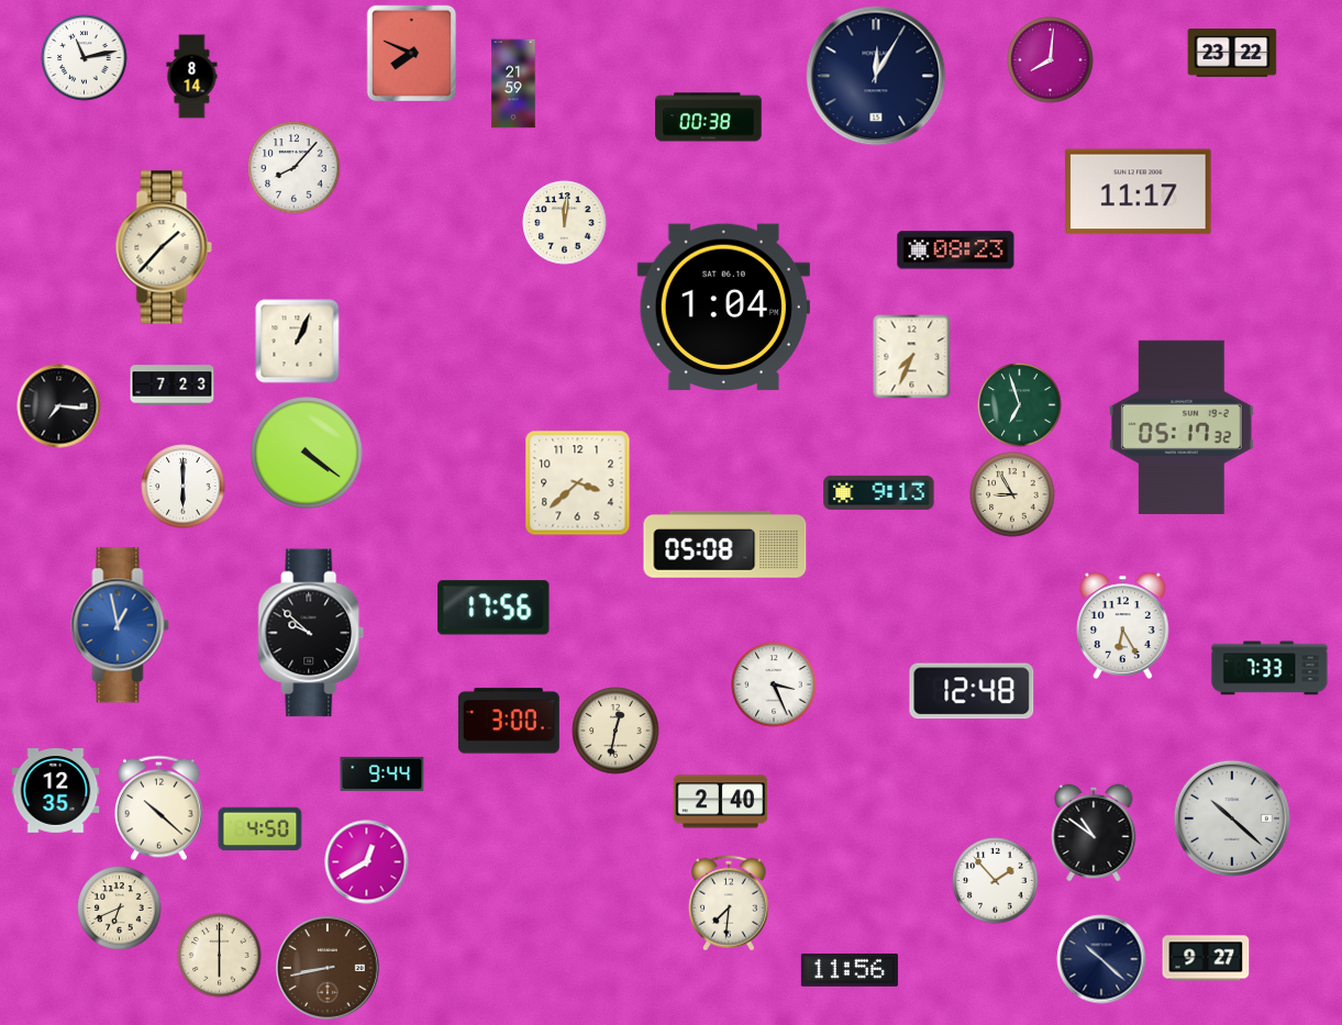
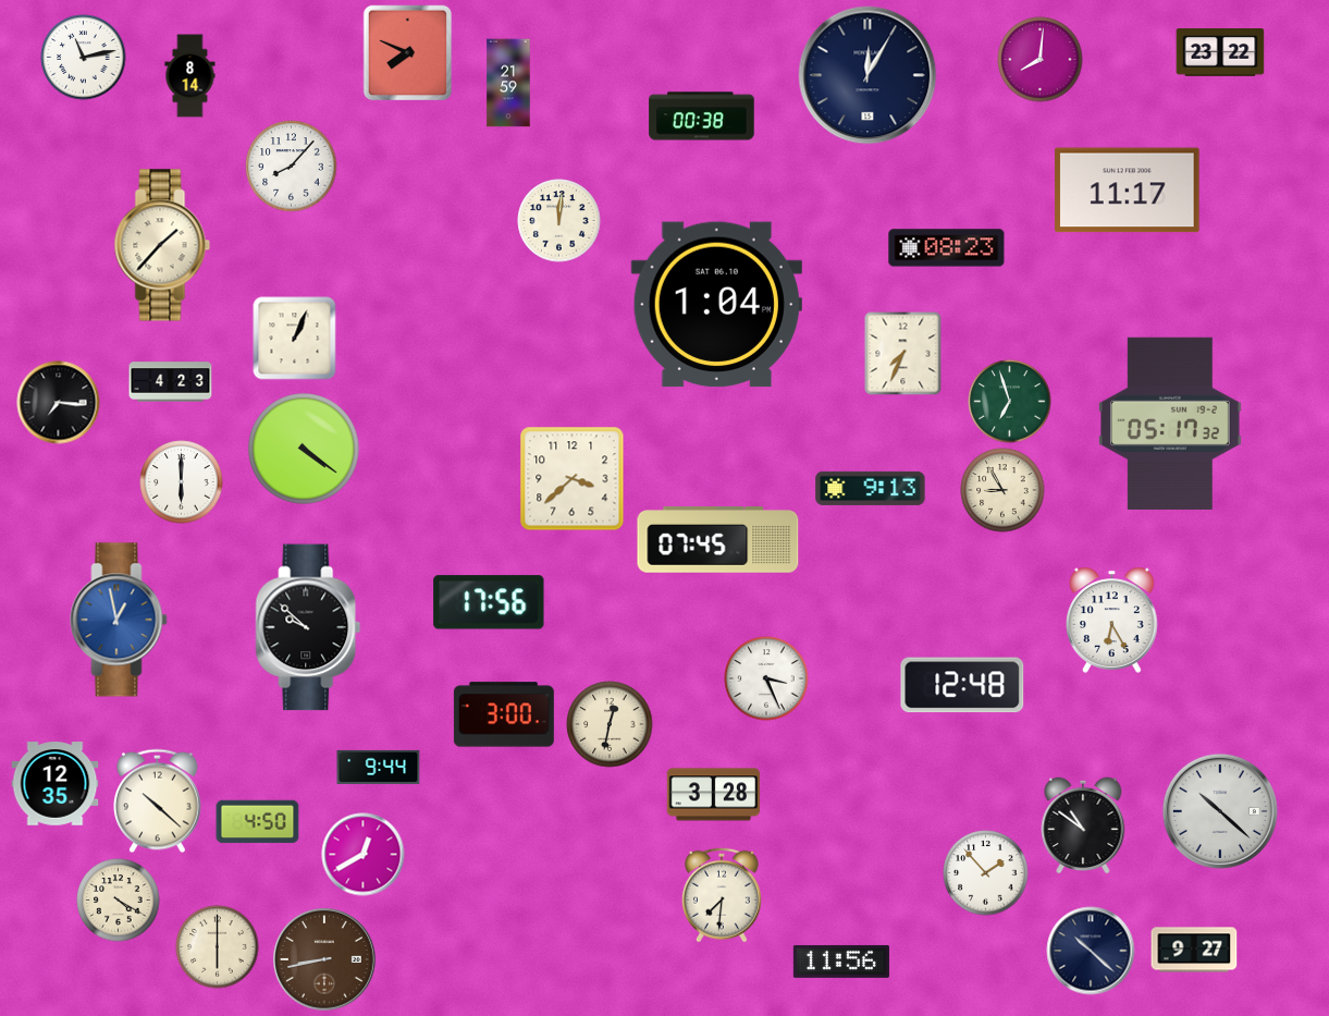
clock at (173, 386): 7:23 -> 4:23
clock at (725, 545): 05:08 -> 07:45
clock at (1269, 668): 7:33 -> none
clock at (721, 802): 2:40 -> 3:28
clock at (120, 909): 6:41 -> 4:20
